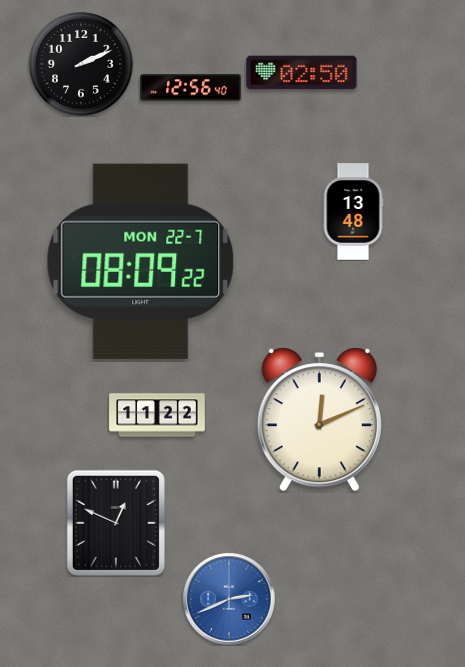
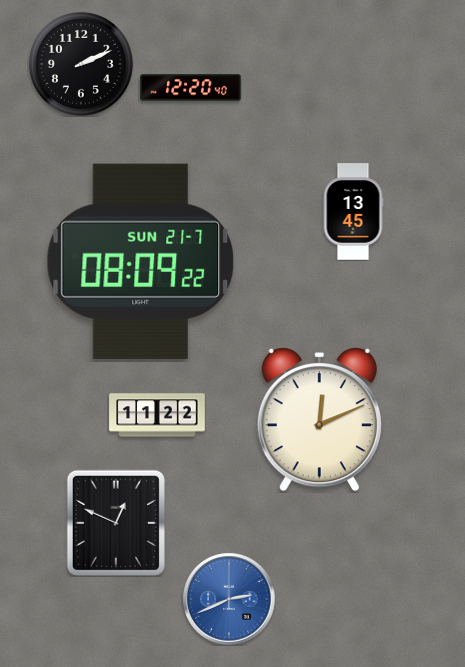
clock at (302, 73): 02:50 -> none
clock at (191, 88): 12:56 -> 12:20
clock at (353, 212): 13:48 -> 13:45
clock at (141, 261) date: MON 22-7 -> SUN 21-7
